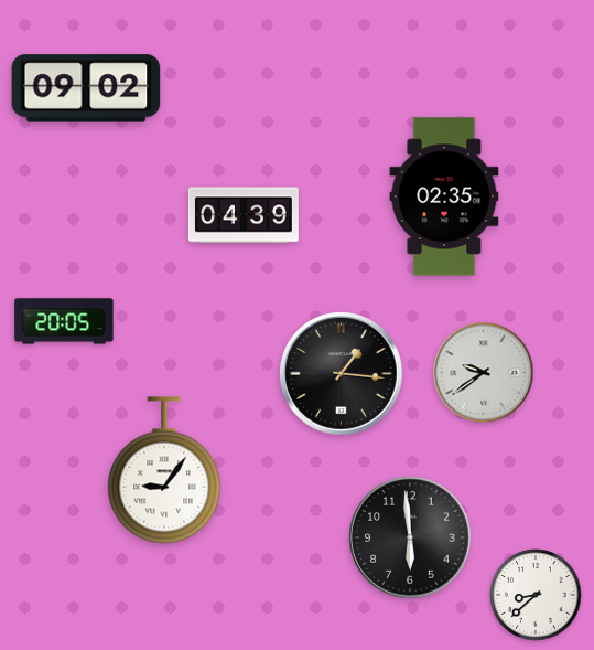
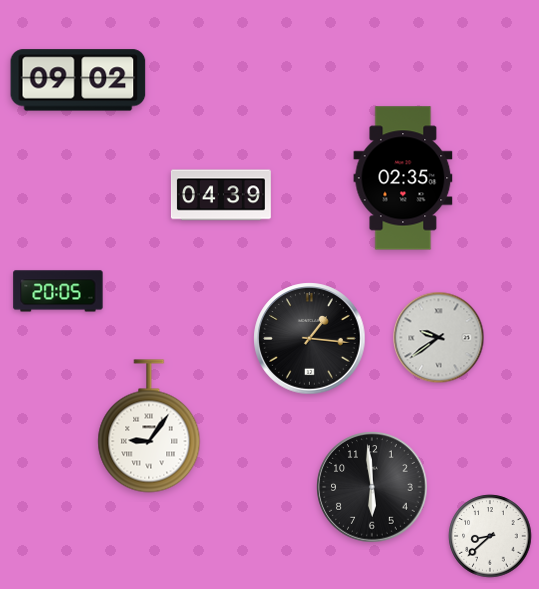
clock at (536, 595) position: (536, 595) -> (490, 536)
